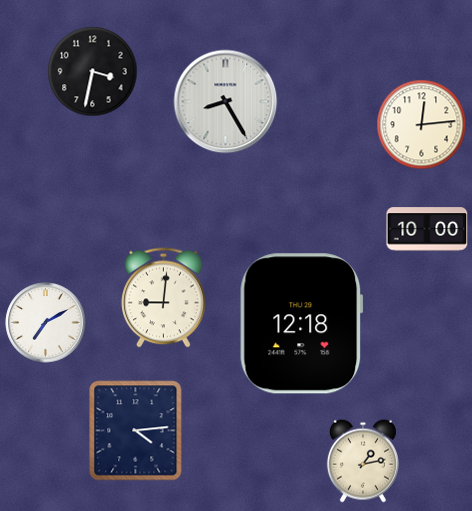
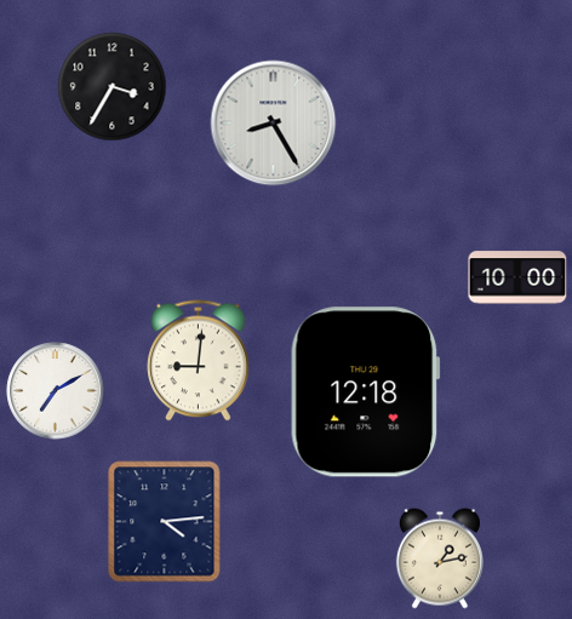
clock at (93, 72): 3:32 -> 3:35
clock at (422, 125): 12:14 -> none
